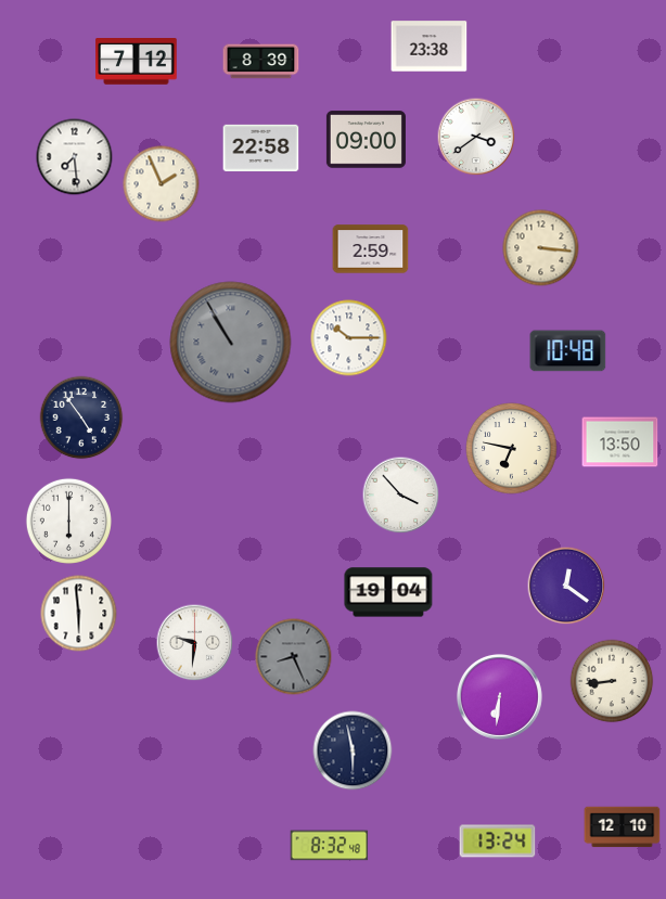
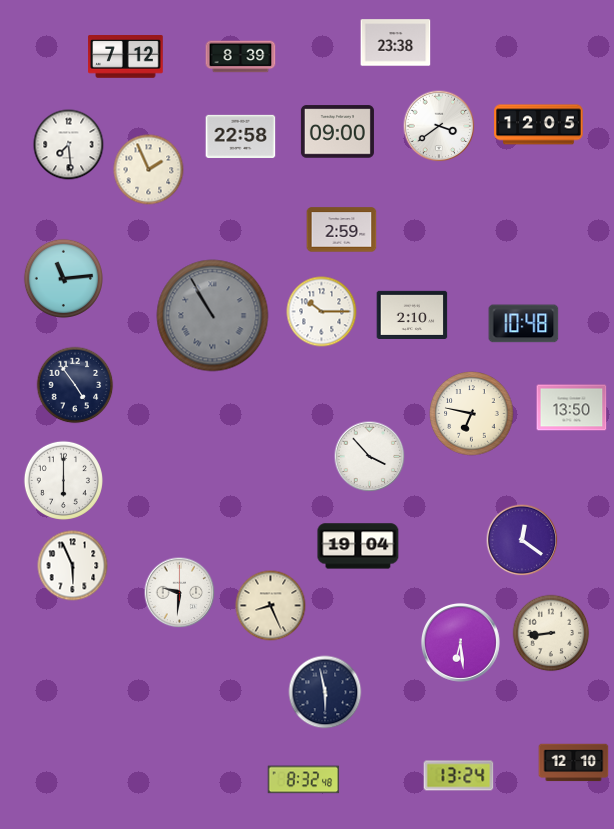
clock at (539, 125): none -> 12:05
clock at (366, 140) position: (366, 140) -> (337, 132)
clock at (541, 248): 3:16 -> none
clock at (63, 278): none -> 11:14
clock at (412, 314): none -> 2:10
clock at (79, 614): 5:59 -> 5:56
clock at (294, 657) dial: grey -> cream
clock at (612, 681) position: (612, 681) -> (551, 633)
clock at (499, 696): 6:31 -> 6:29
